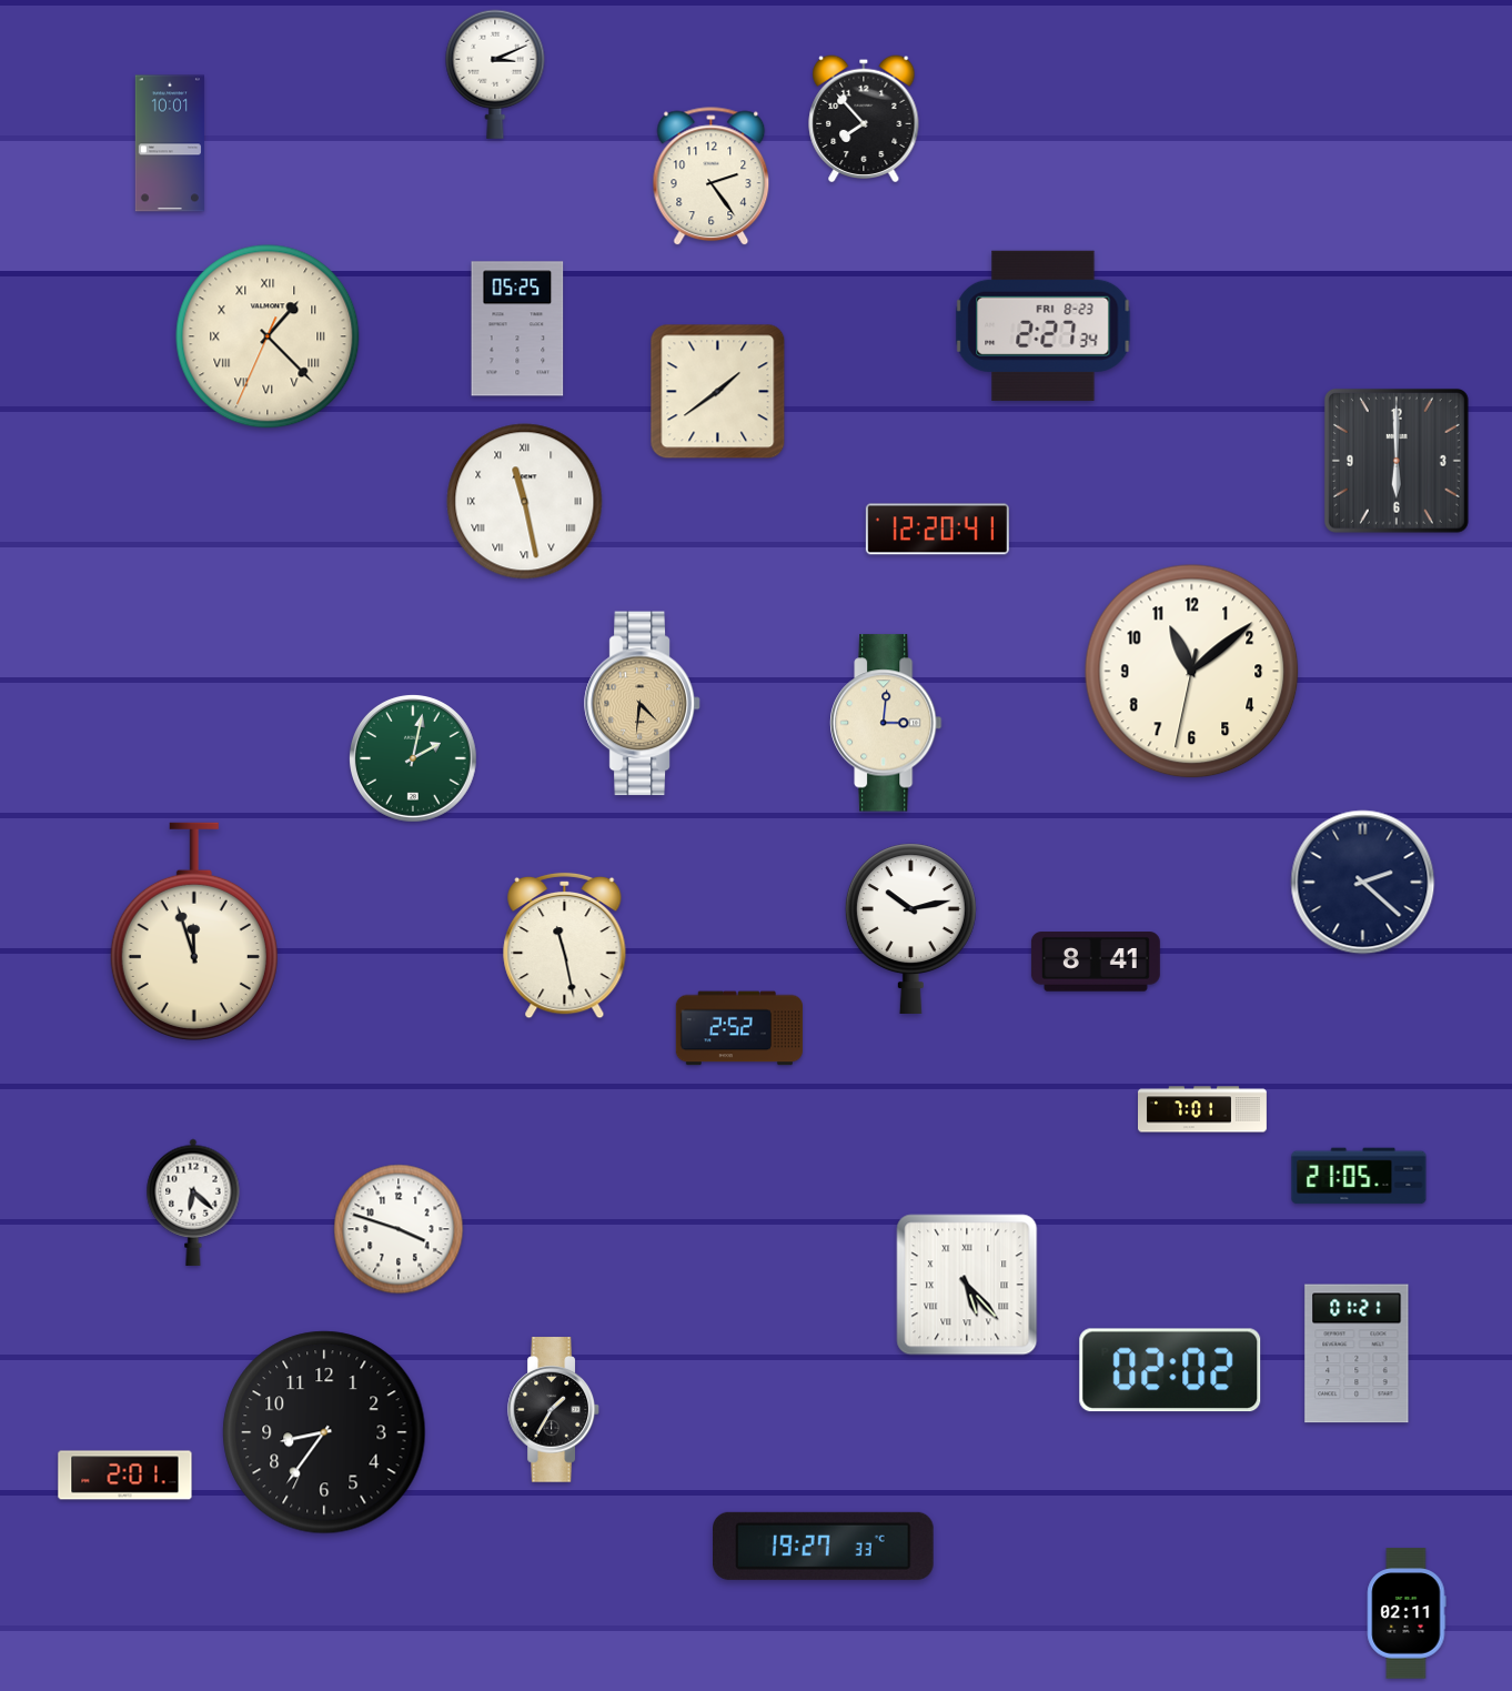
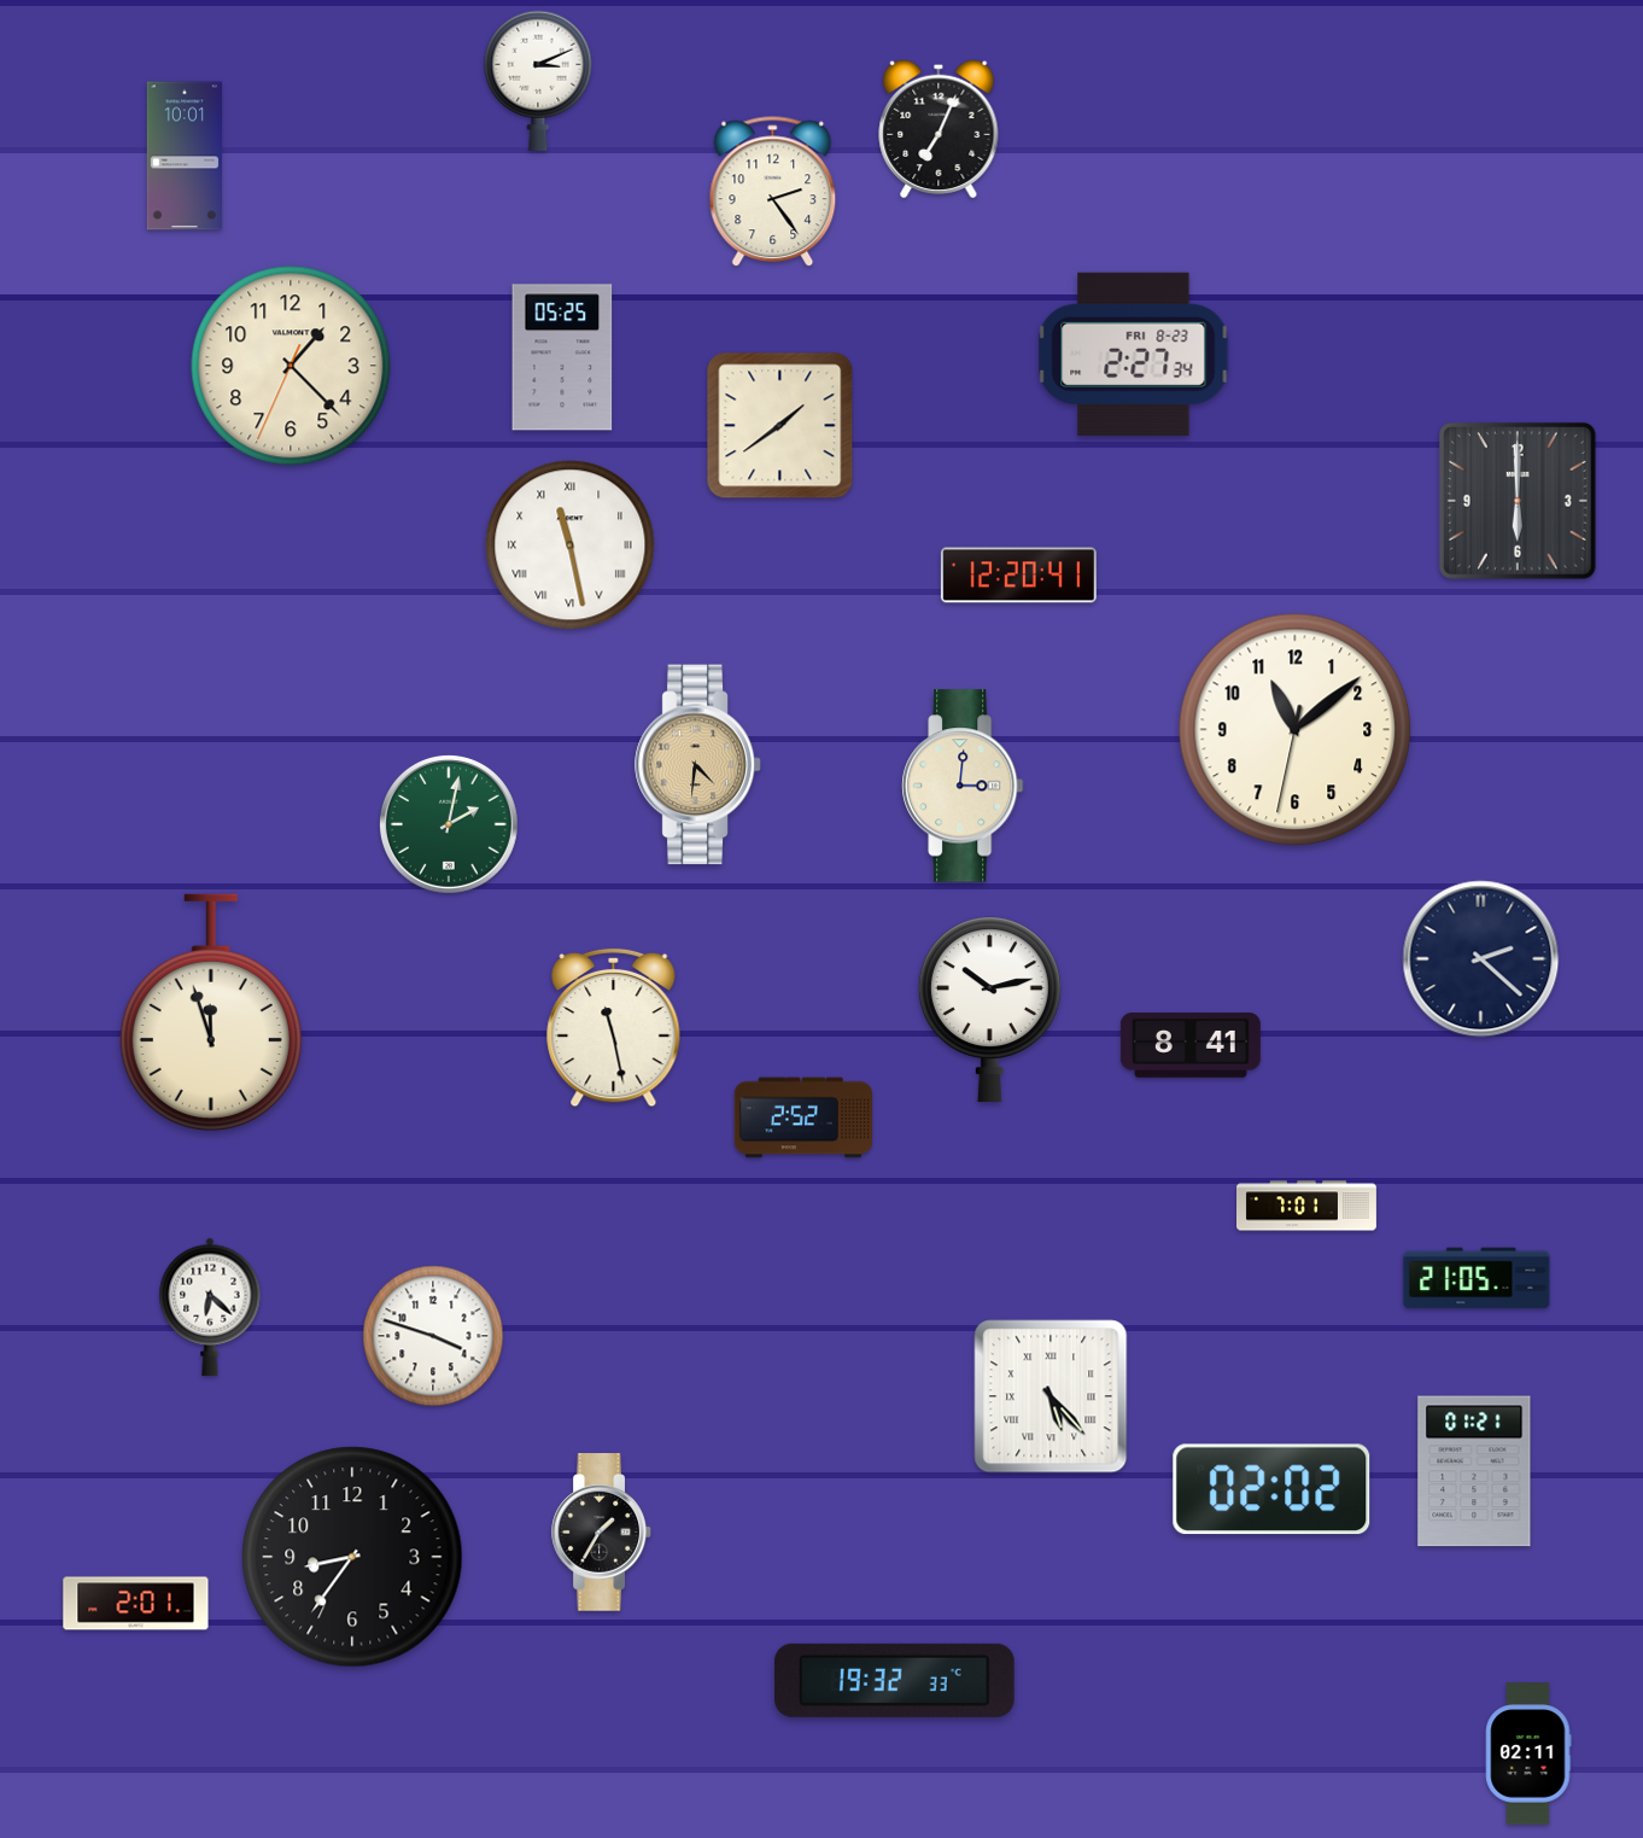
clock at (864, 119): 7:53 -> 7:04
clock at (268, 336) numerals: Roman -> Arabic
clock at (824, 1546): 19:27 -> 19:32
